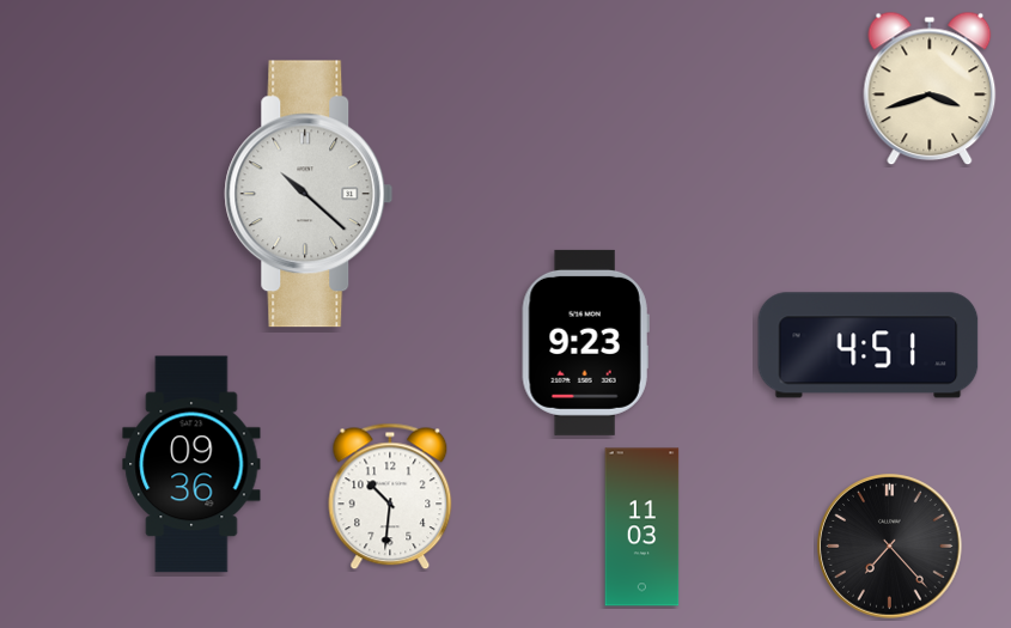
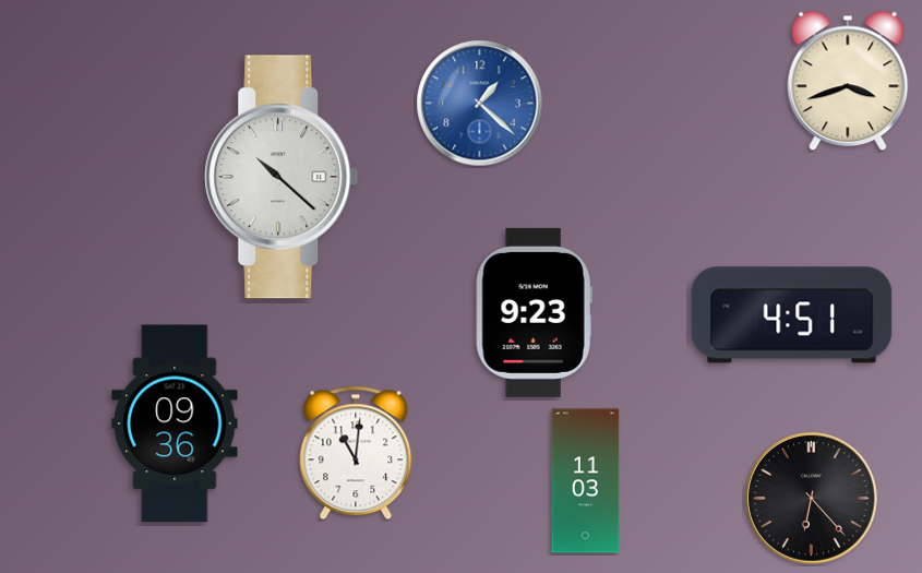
clock at (480, 104): none -> 1:22
clock at (390, 496): 10:31 -> 11:01
clock at (890, 547): 7:23 -> 6:23
